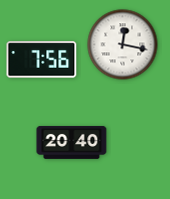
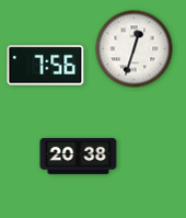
clock at (123, 45): 12:17 -> 12:33
clock at (72, 142): 20:40 -> 20:38
